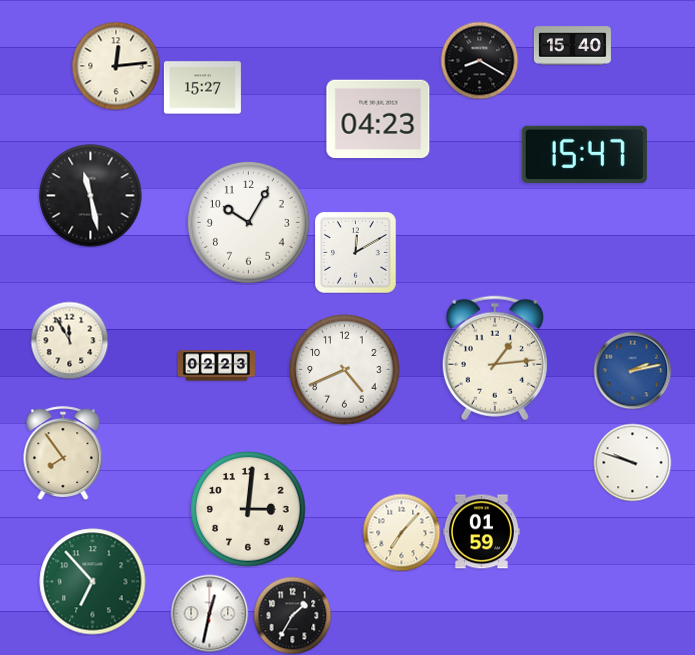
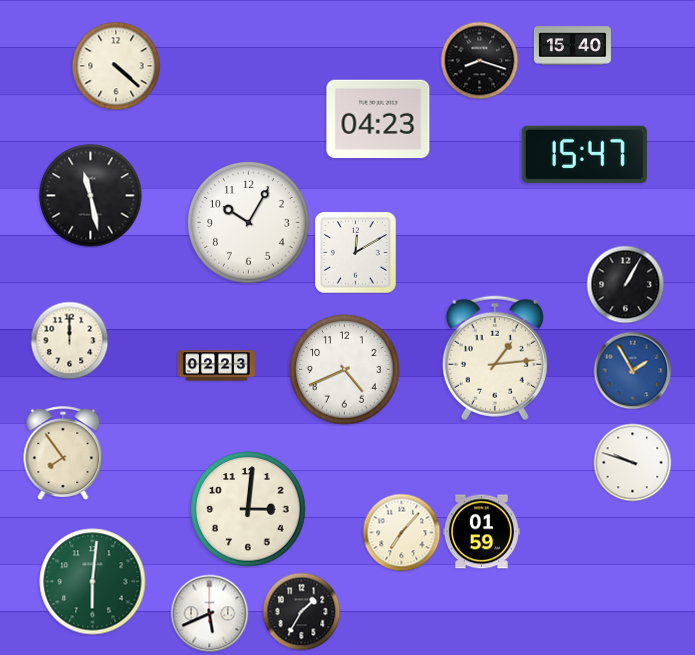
clock at (479, 60): 8:20 -> 8:18
clock at (116, 66): 12:14 -> 4:22
clock at (202, 88): 15:27 -> none
clock at (625, 284): none -> 1:05
clock at (69, 340): 11:55 -> 12:00
clock at (632, 370): 2:13 -> 1:55
clock at (93, 582): 6:53 -> 6:01
clock at (209, 613): 12:32 -> 5:41
clock at (292, 615) position: (292, 615) -> (301, 611)
